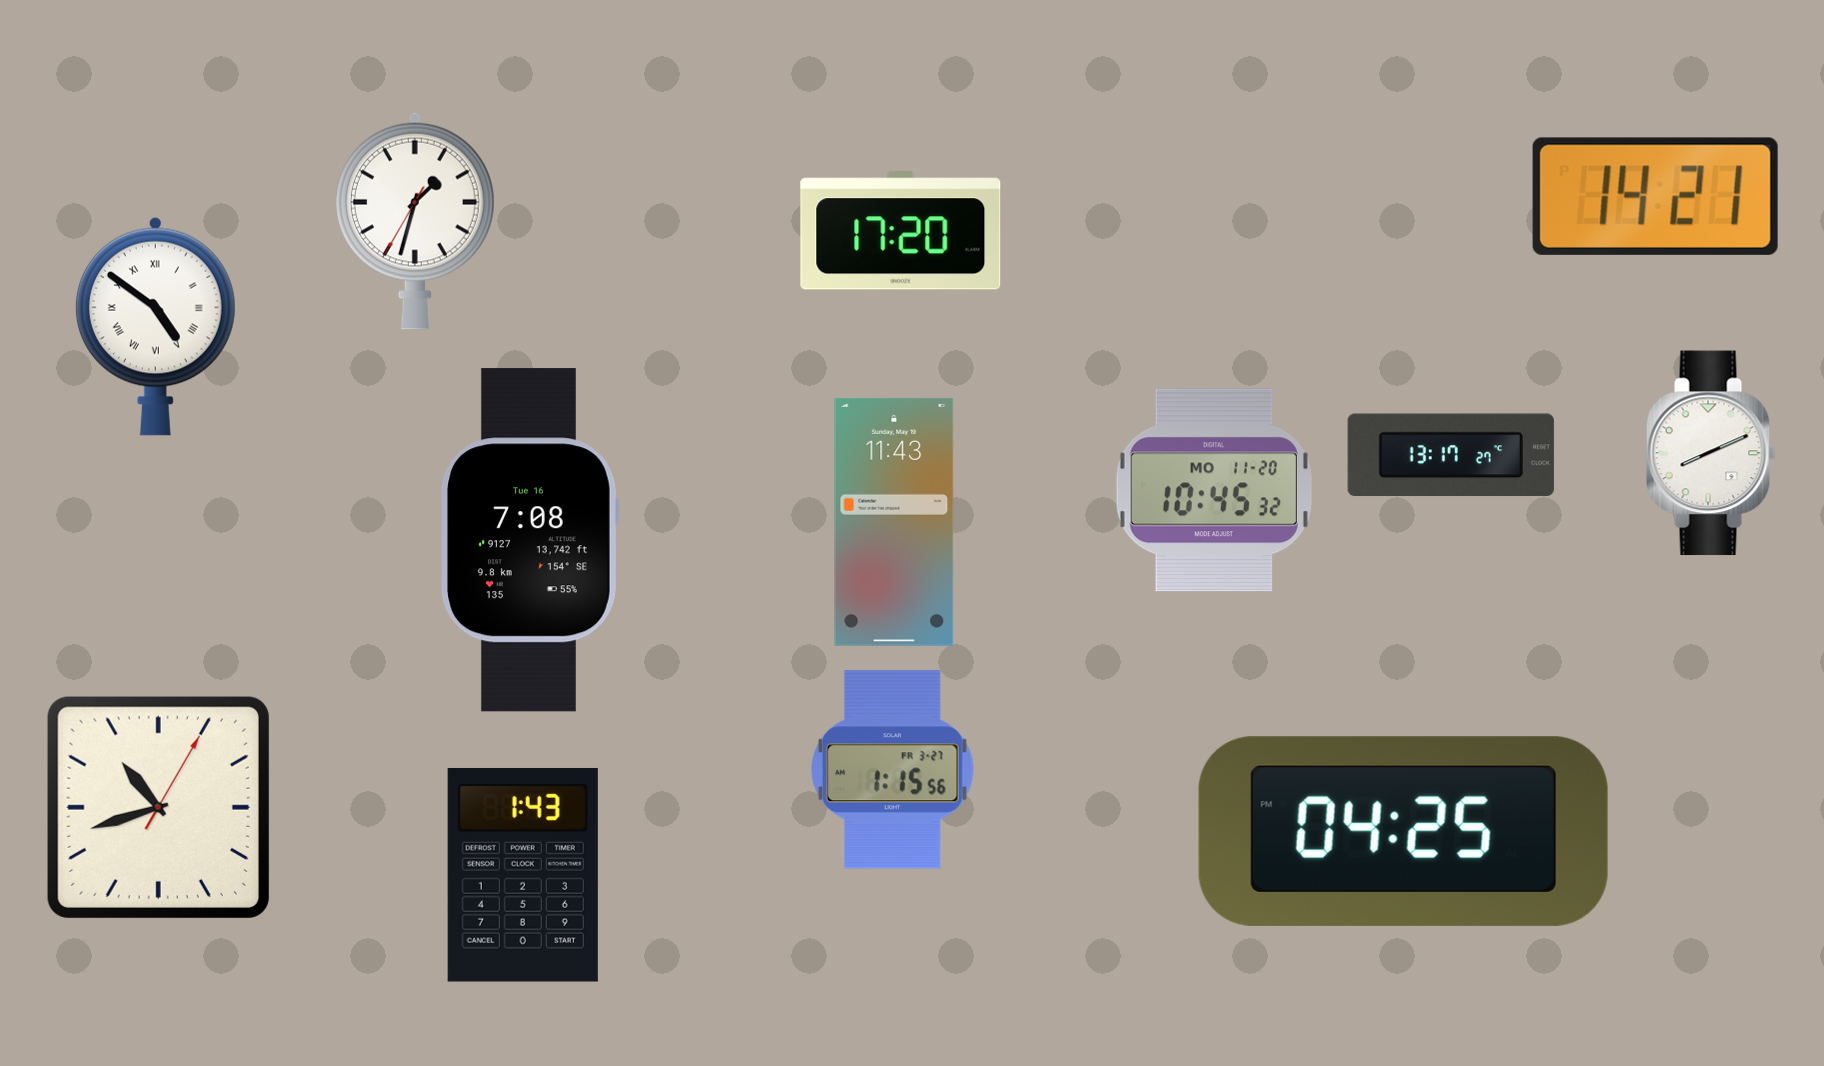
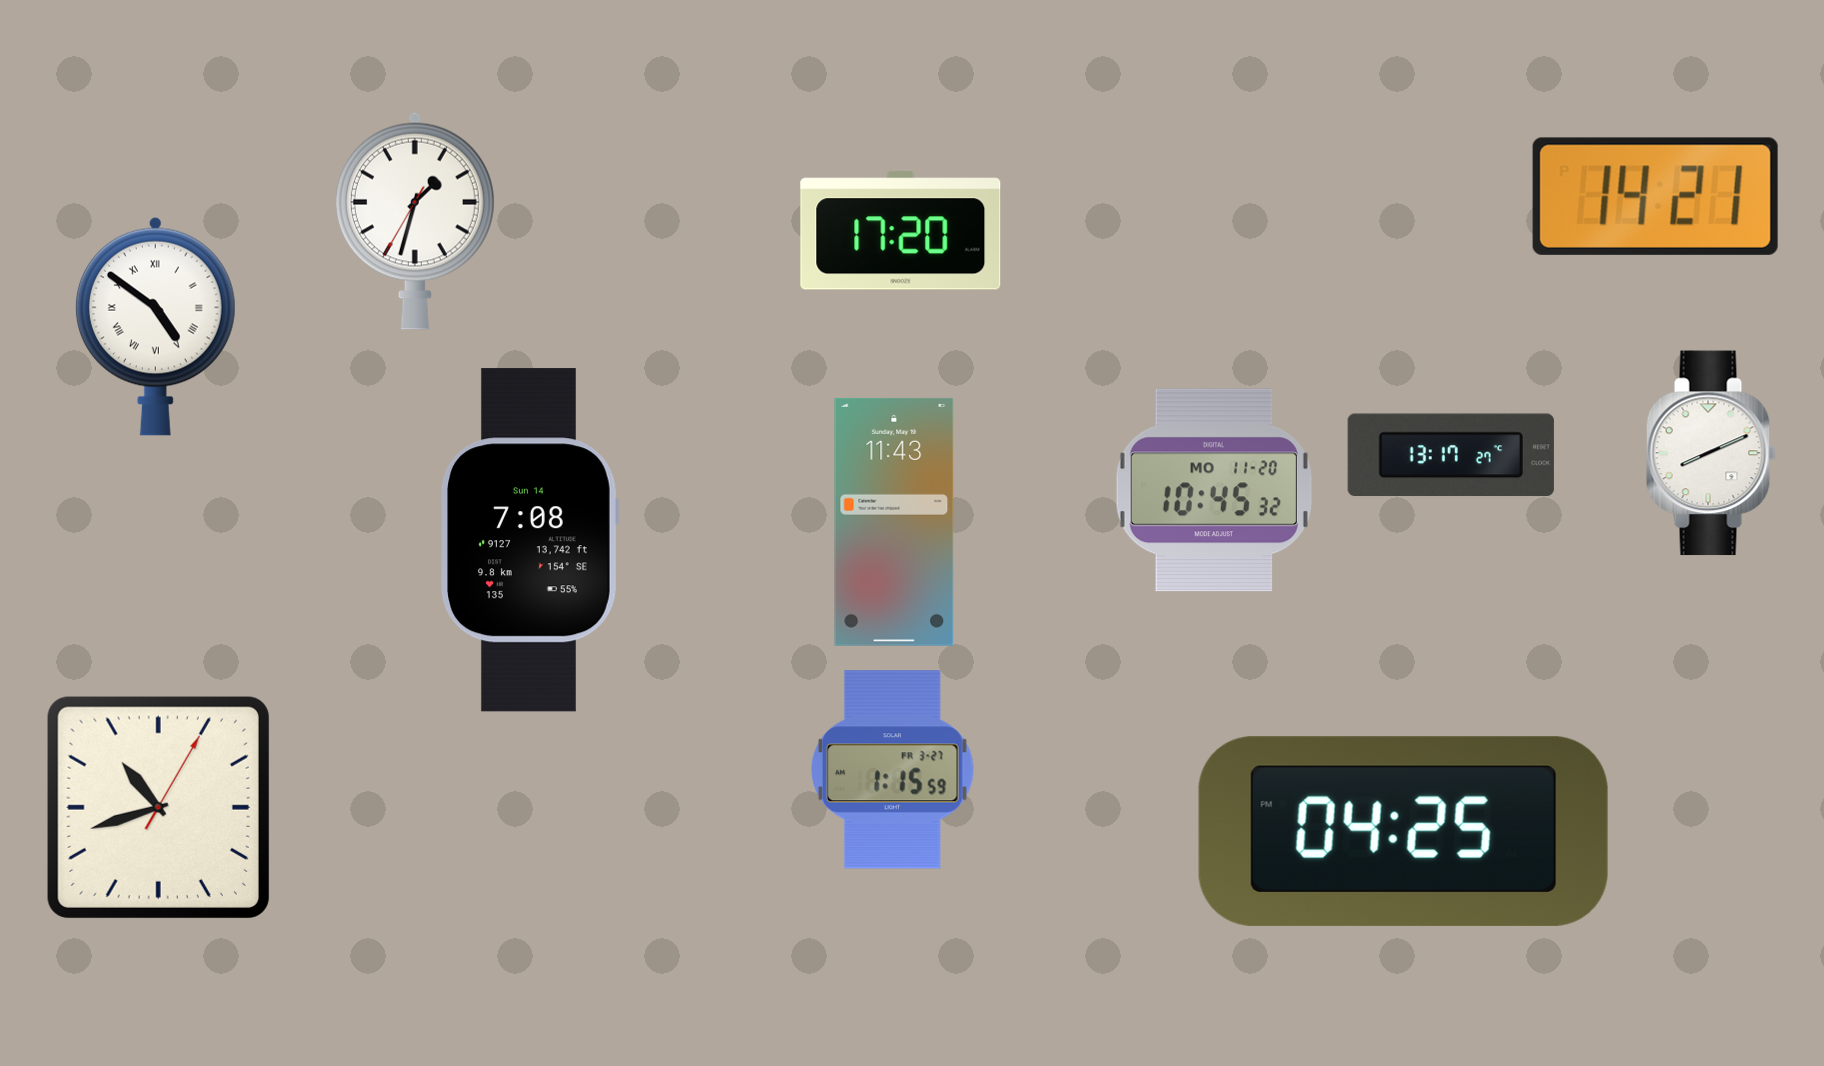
clock at (530, 540) date: Tue 16 -> Sun 14
clock at (893, 770): 1:15:56 -> 1:15:59
clock at (523, 875): 1:43 -> none
